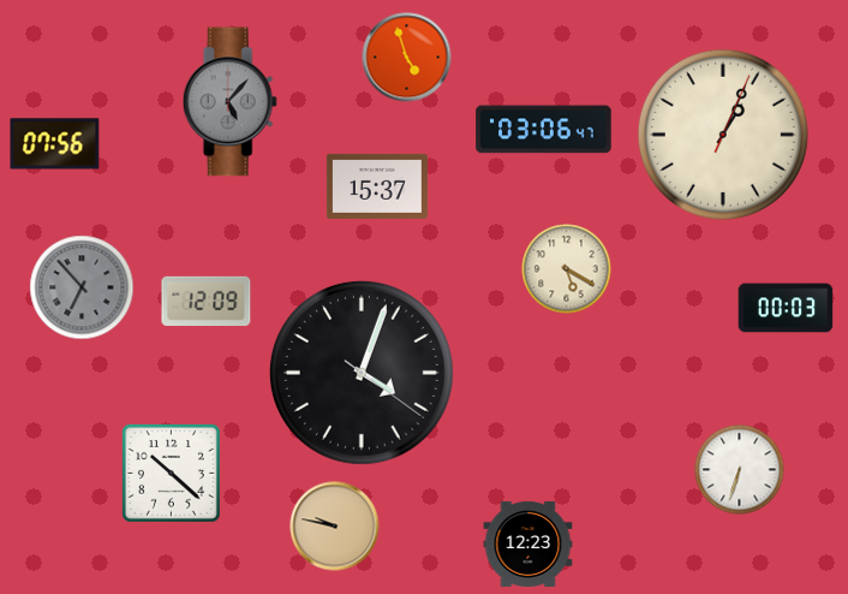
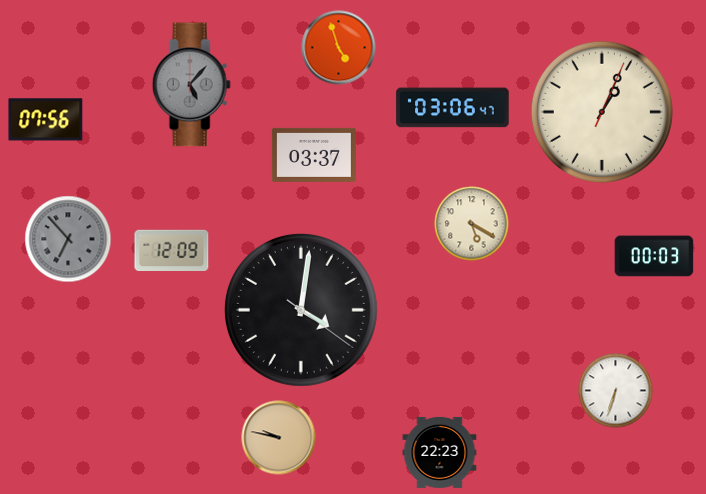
clock at (377, 186): 15:37 -> 03:37
clock at (362, 373): 4:03 -> 4:01
clock at (171, 473): 10:22 -> none
clock at (528, 543): 12:23 -> 22:23
